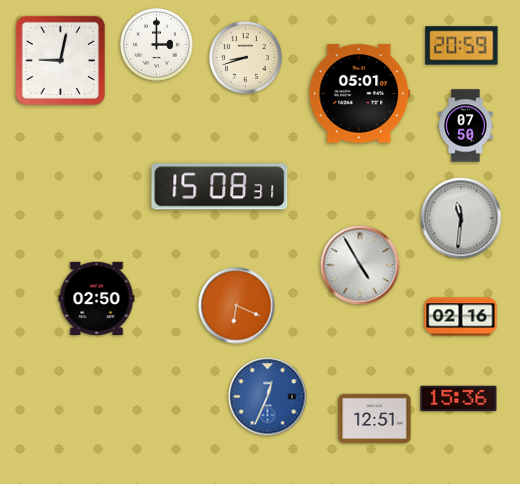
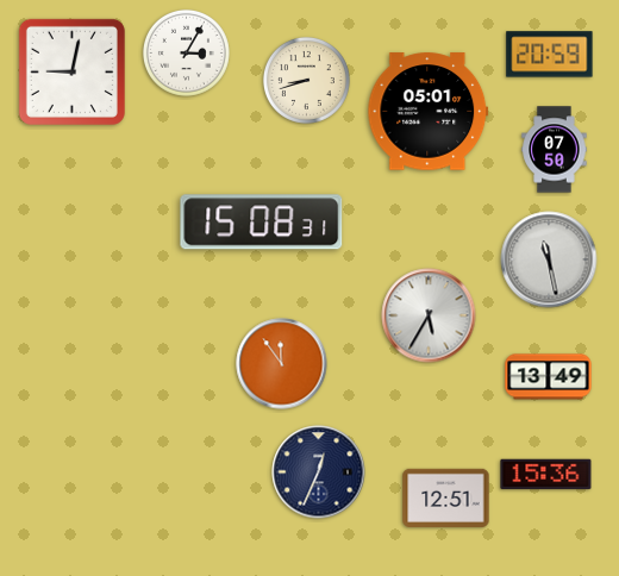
clock at (156, 44): 3:00 -> 3:05
clock at (245, 57) position: (245, 57) -> (306, 80)
clock at (461, 218): 11:31 -> 11:28
clock at (360, 265): 4:55 -> 5:35
clock at (97, 299): 02:50 -> none
clock at (237, 306): 6:19 -> 11:54
clock at (461, 317): 02:16 -> 13:49
clock at (268, 397) dial: blue -> navy
